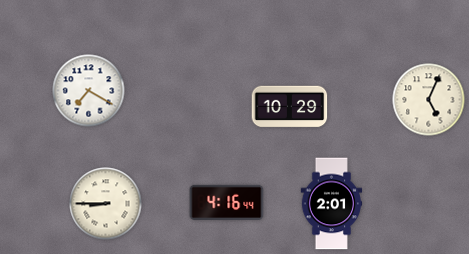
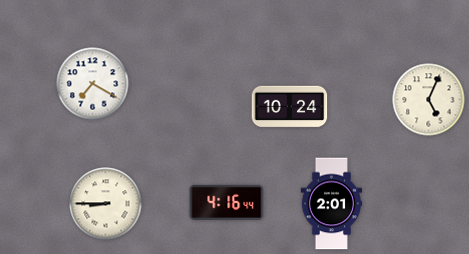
clock at (89, 91) position: (89, 91) -> (93, 84)
clock at (290, 107): 10:29 -> 10:24
